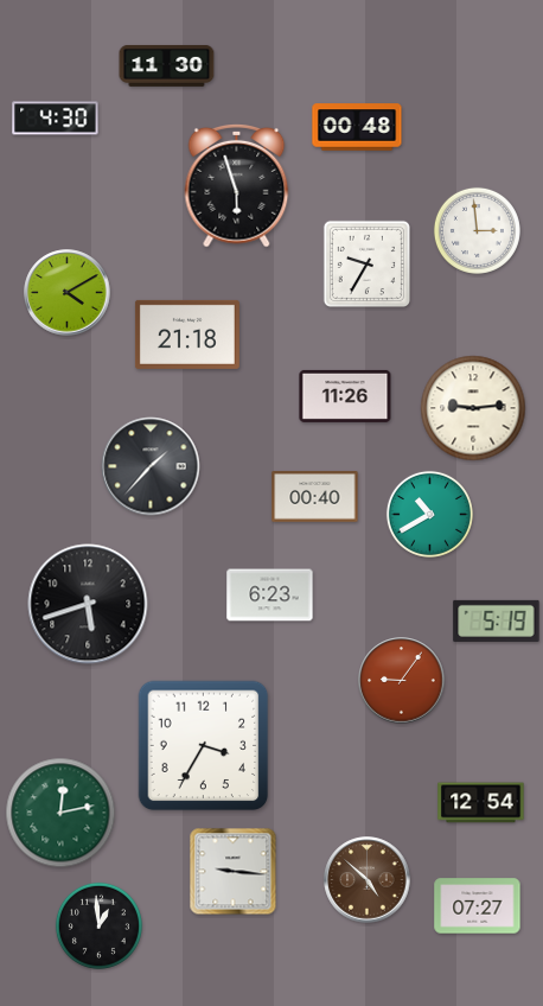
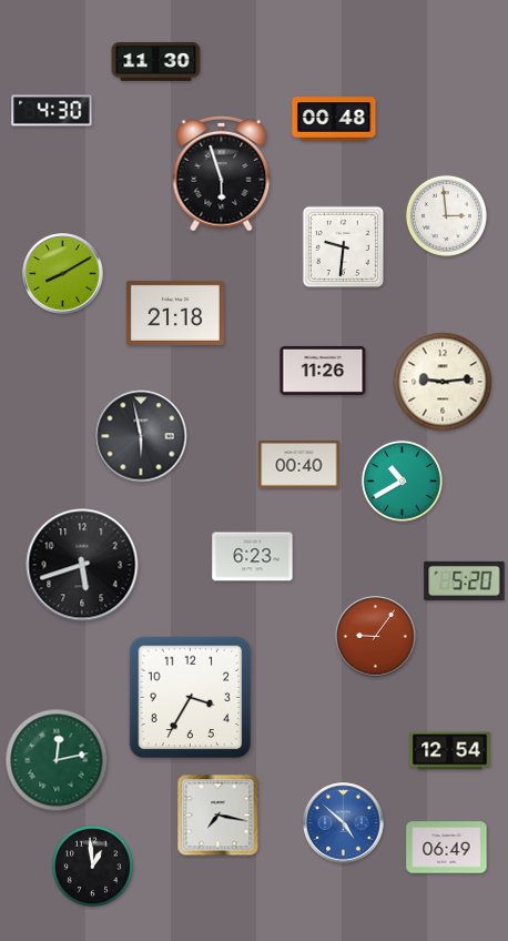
clock at (366, 263): 9:35 -> 9:31
clock at (68, 293): 4:10 -> 8:10
clock at (151, 466): 1:37 -> 5:58
clock at (315, 497) position: (315, 497) -> (299, 465)
clock at (497, 620): 5:19 -> 5:20
clock at (234, 872): 9:16 -> 7:17
clock at (368, 880) dial: brown -> blue
clock at (478, 906): 07:27 -> 06:49
